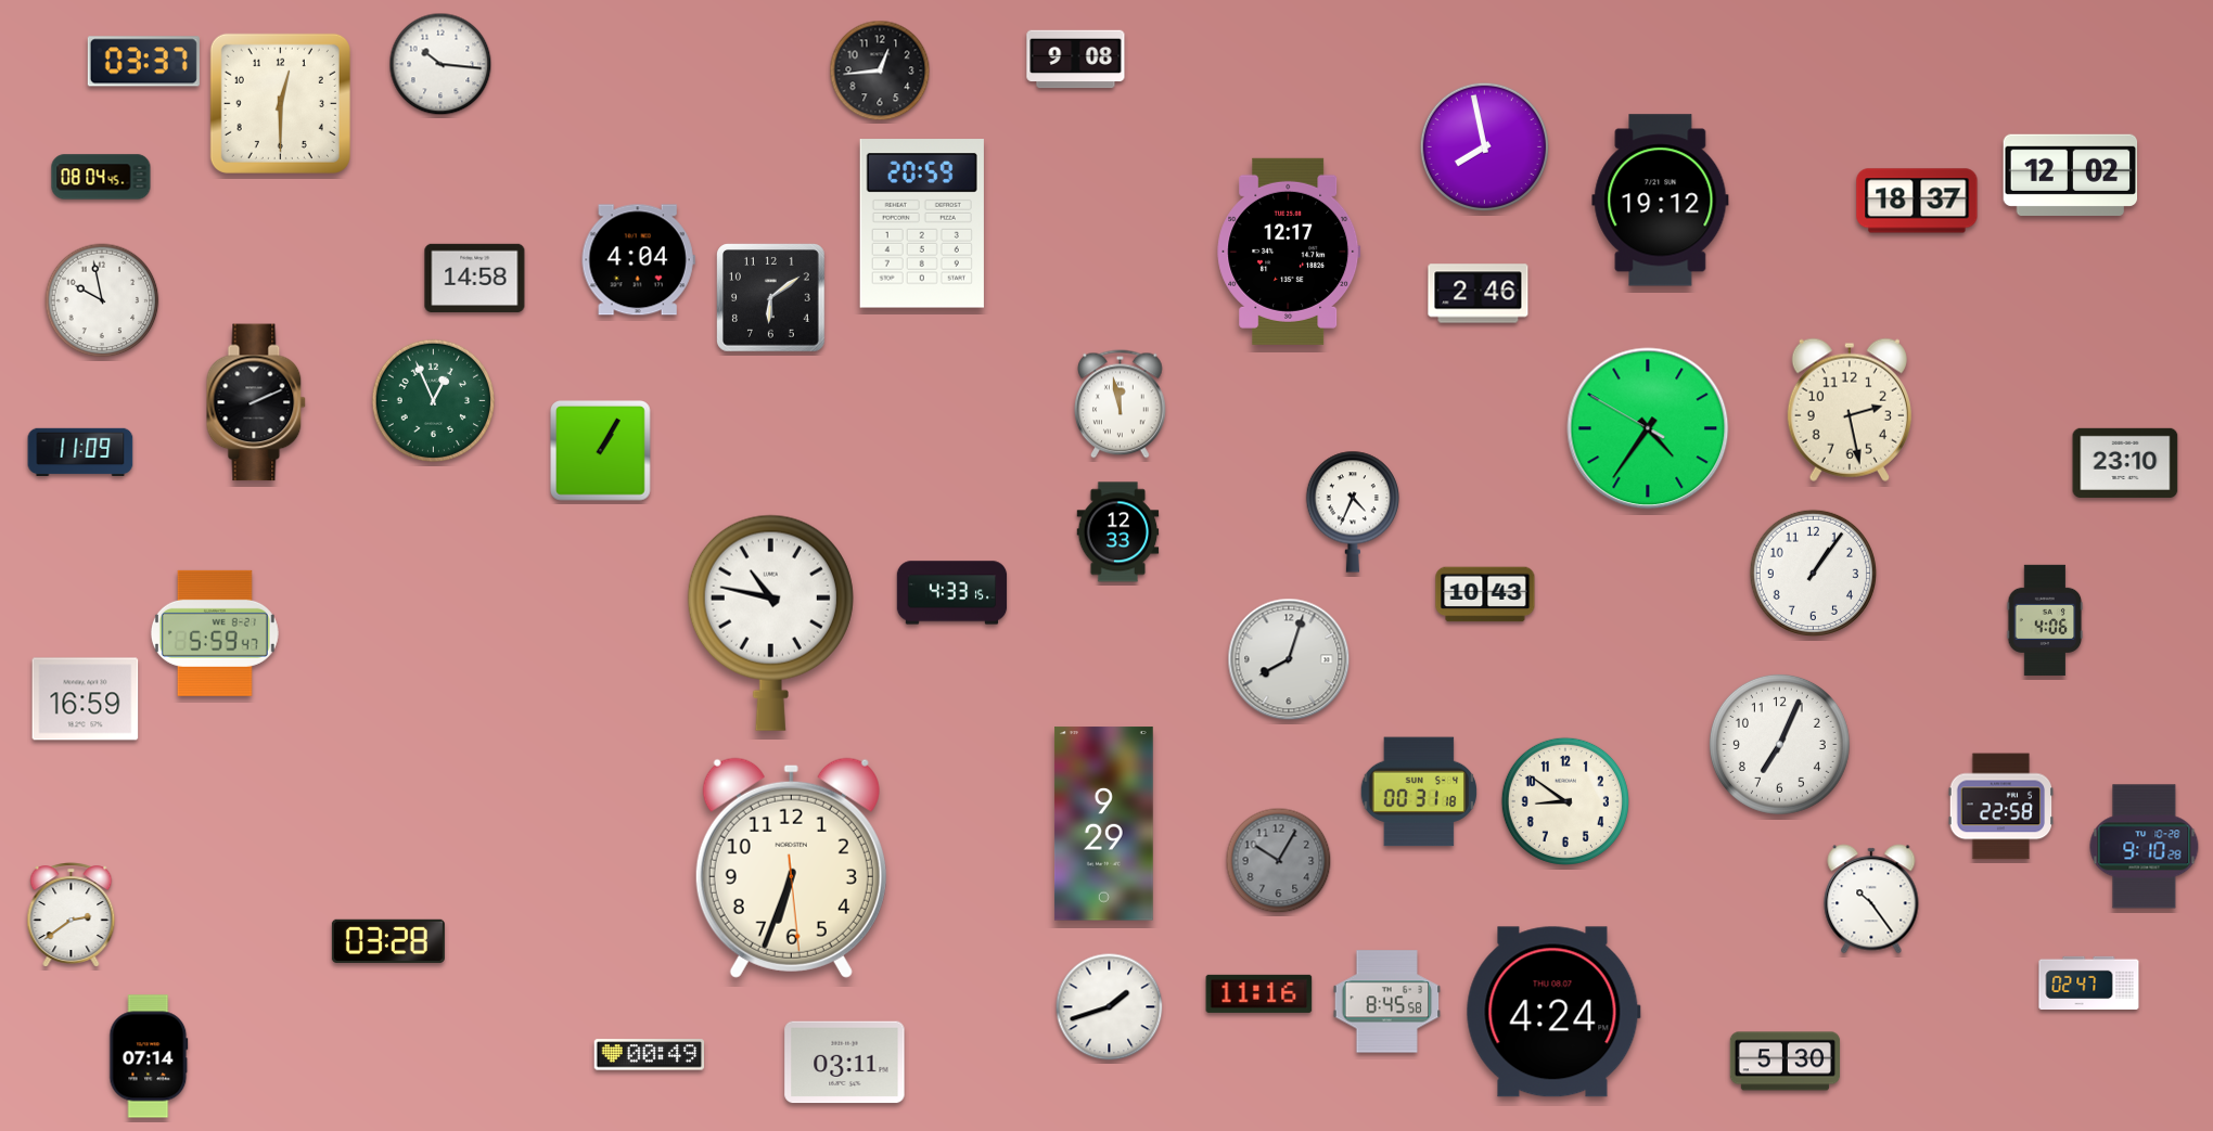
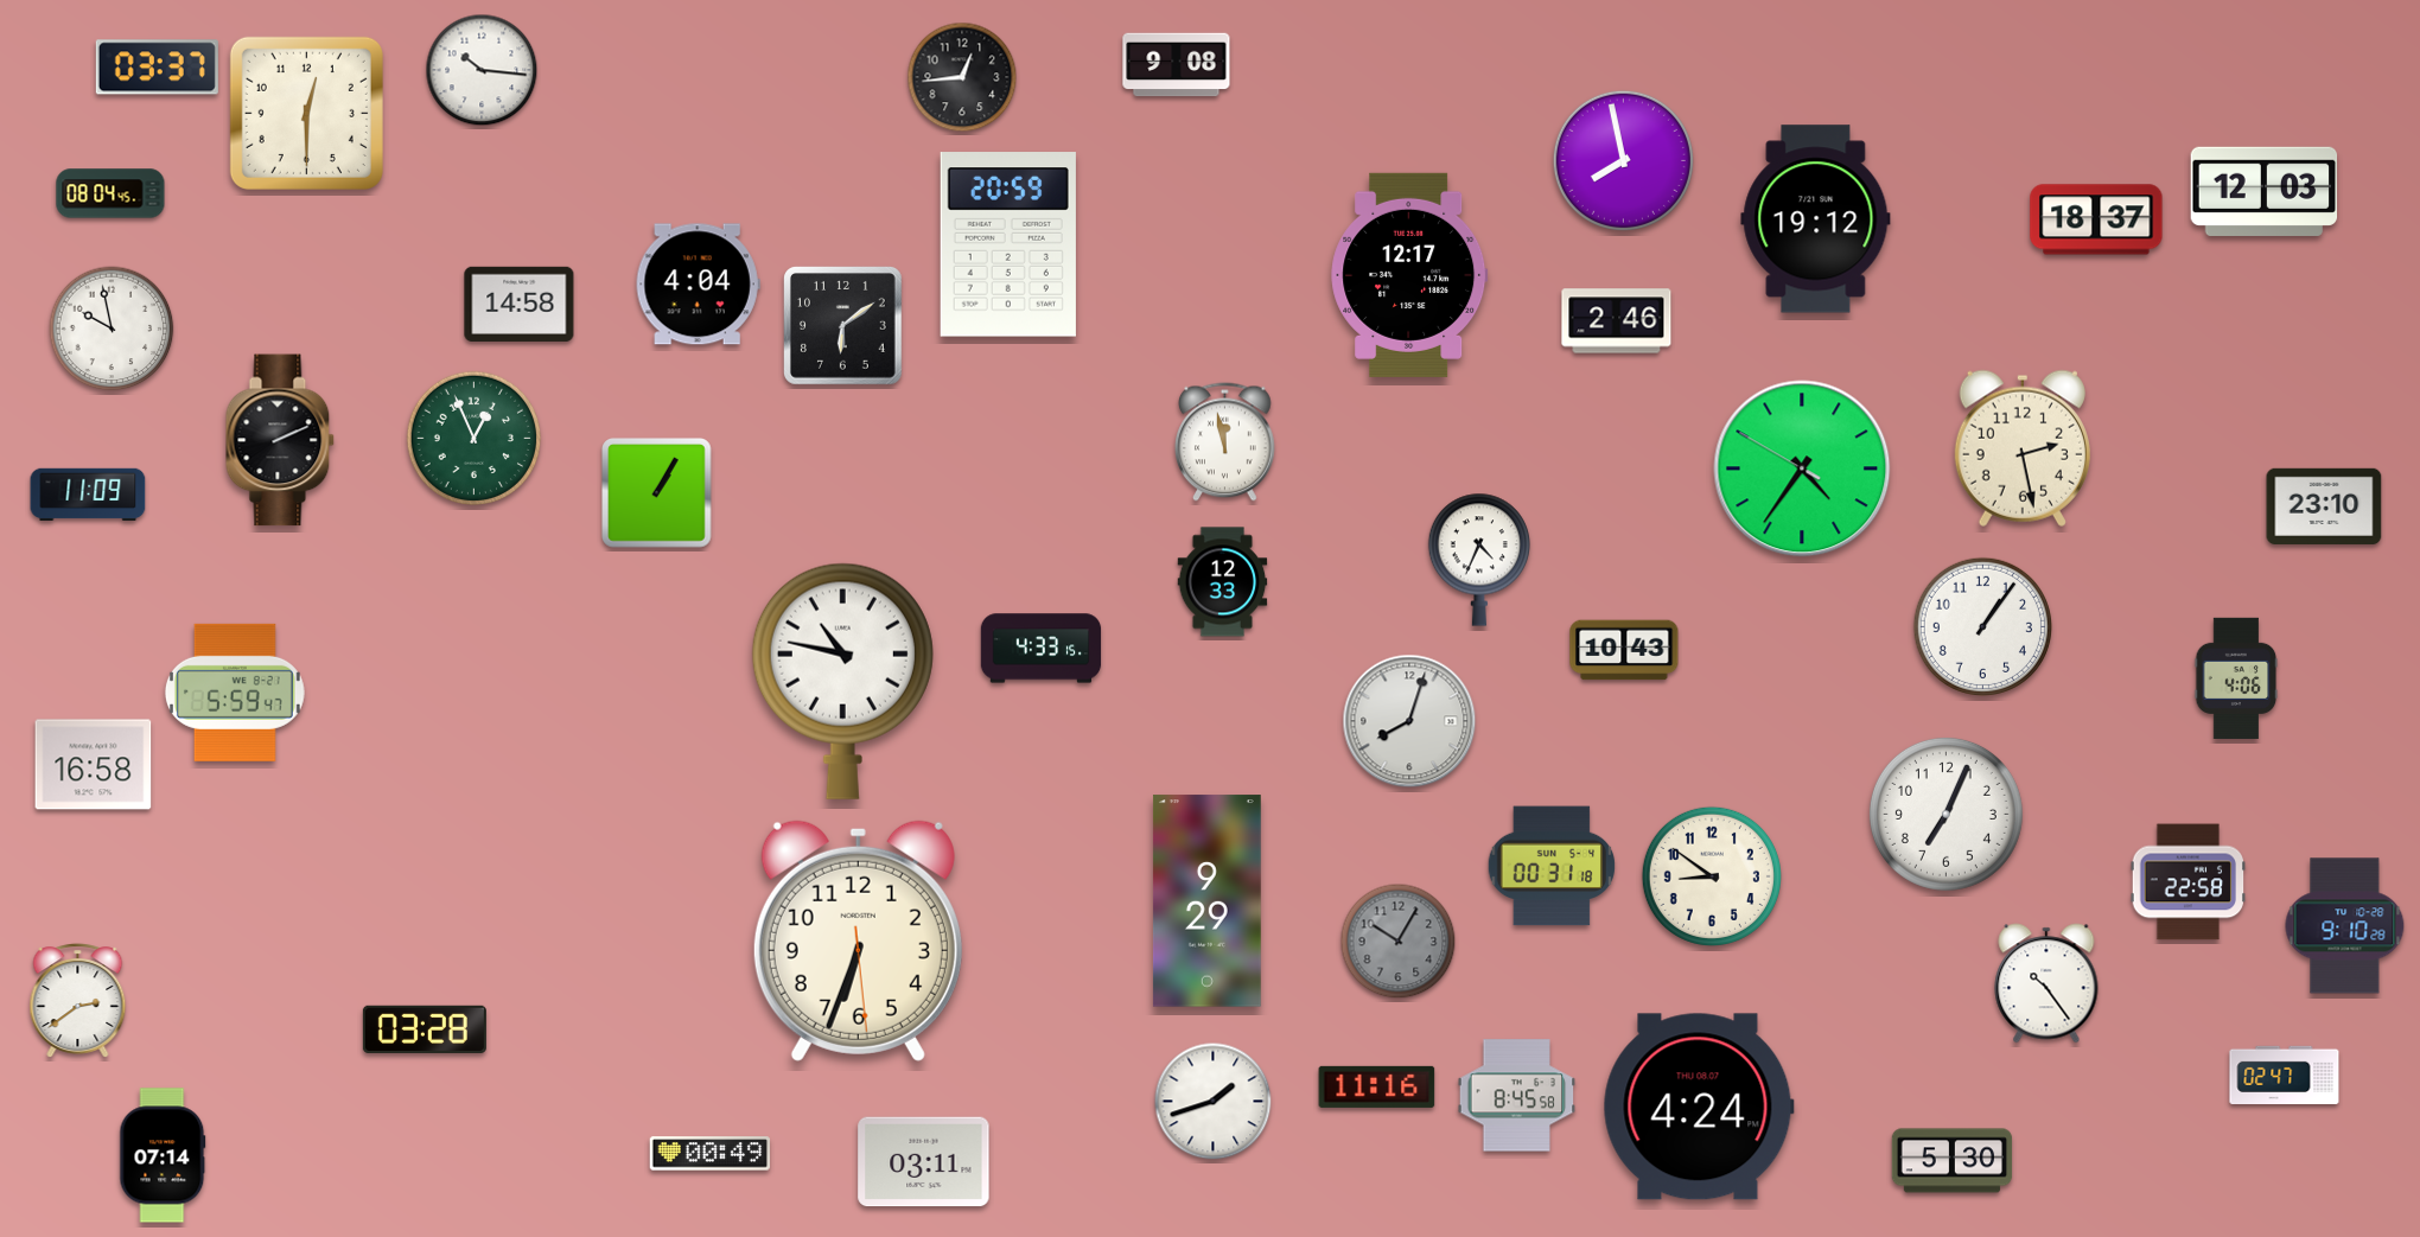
clock at (2071, 175): 12:02 -> 12:03
clock at (86, 699): 16:59 -> 16:58
clock at (791, 867) position: (791, 867) -> (858, 940)
